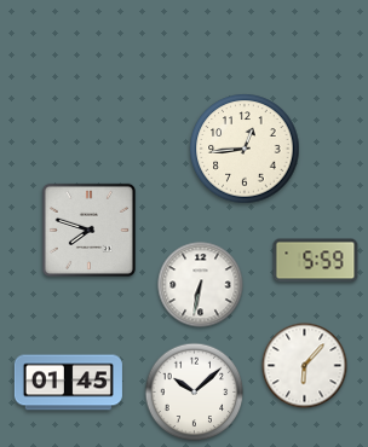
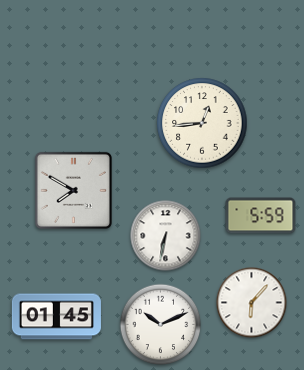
clock at (88, 230): 7:48 -> 7:50
clock at (195, 393): 10:08 -> 10:11
